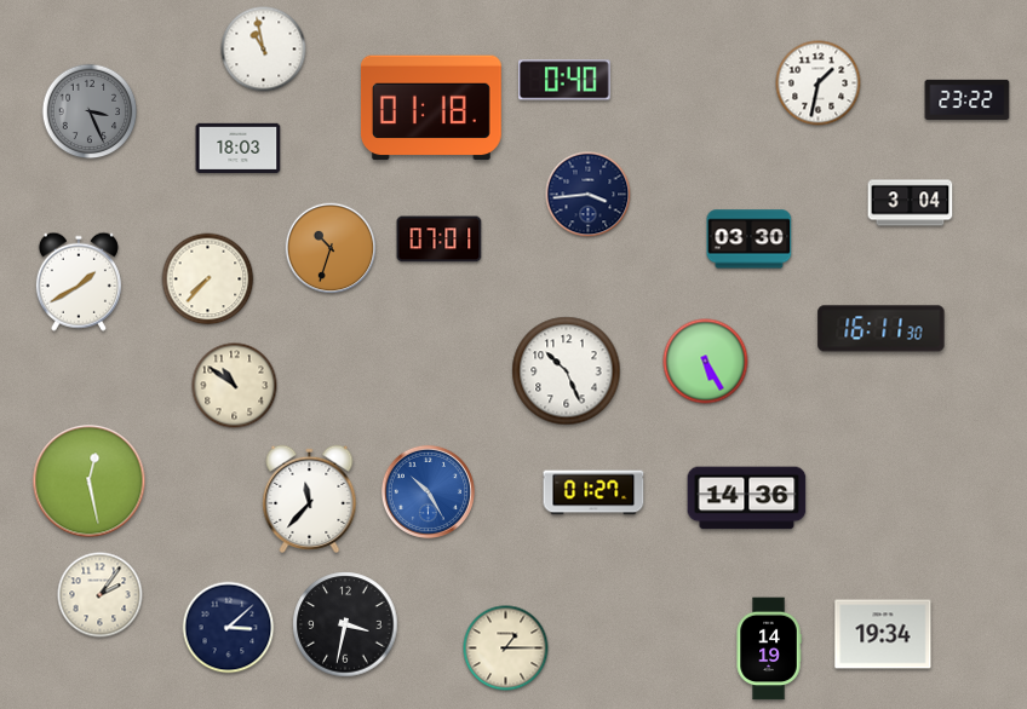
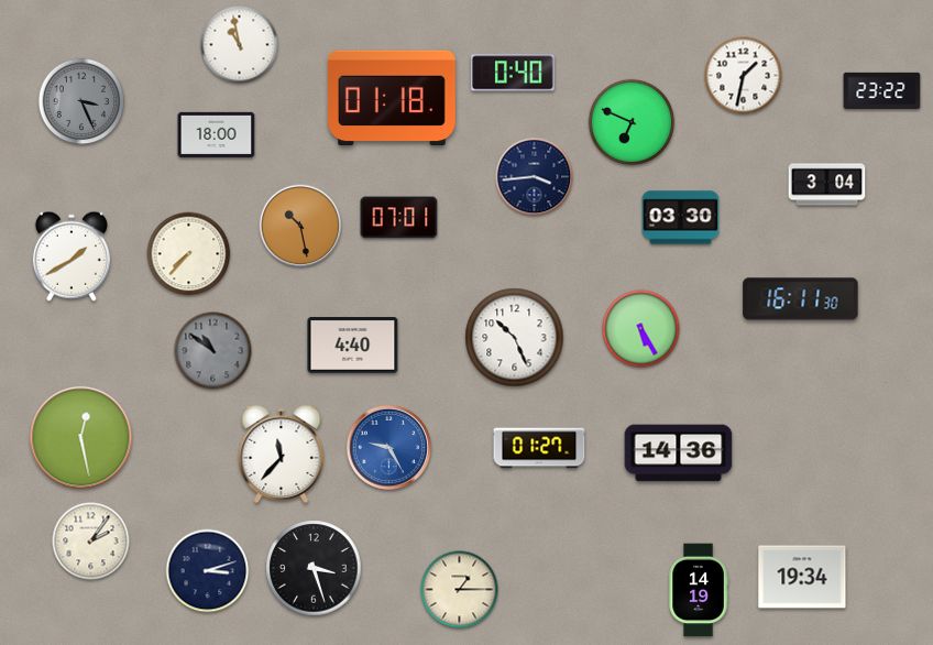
clock at (968, 100) position: (968, 100) -> (882, 91)
clock at (632, 122): none -> 6:49
clock at (239, 148): 18:03 -> 18:00
clock at (331, 248): 10:33 -> 10:28
clock at (353, 346): none -> 4:40
clock at (235, 386) dial: cream -> grey
clock at (428, 491): 10:25 -> 9:25
clock at (345, 624): 3:32 -> 3:27
clock at (229, 628): 3:08 -> 3:12
